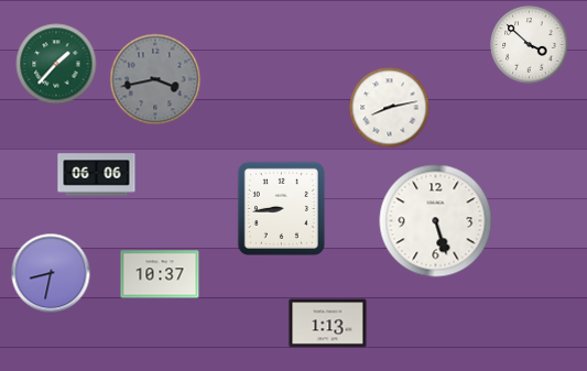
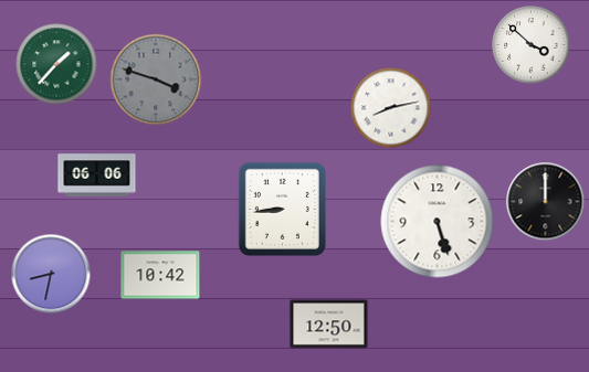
clock at (155, 79): 3:43 -> 3:48
clock at (546, 202): none -> 12:00
clock at (160, 274): 10:37 -> 10:42
clock at (328, 324): 1:13 -> 12:50
